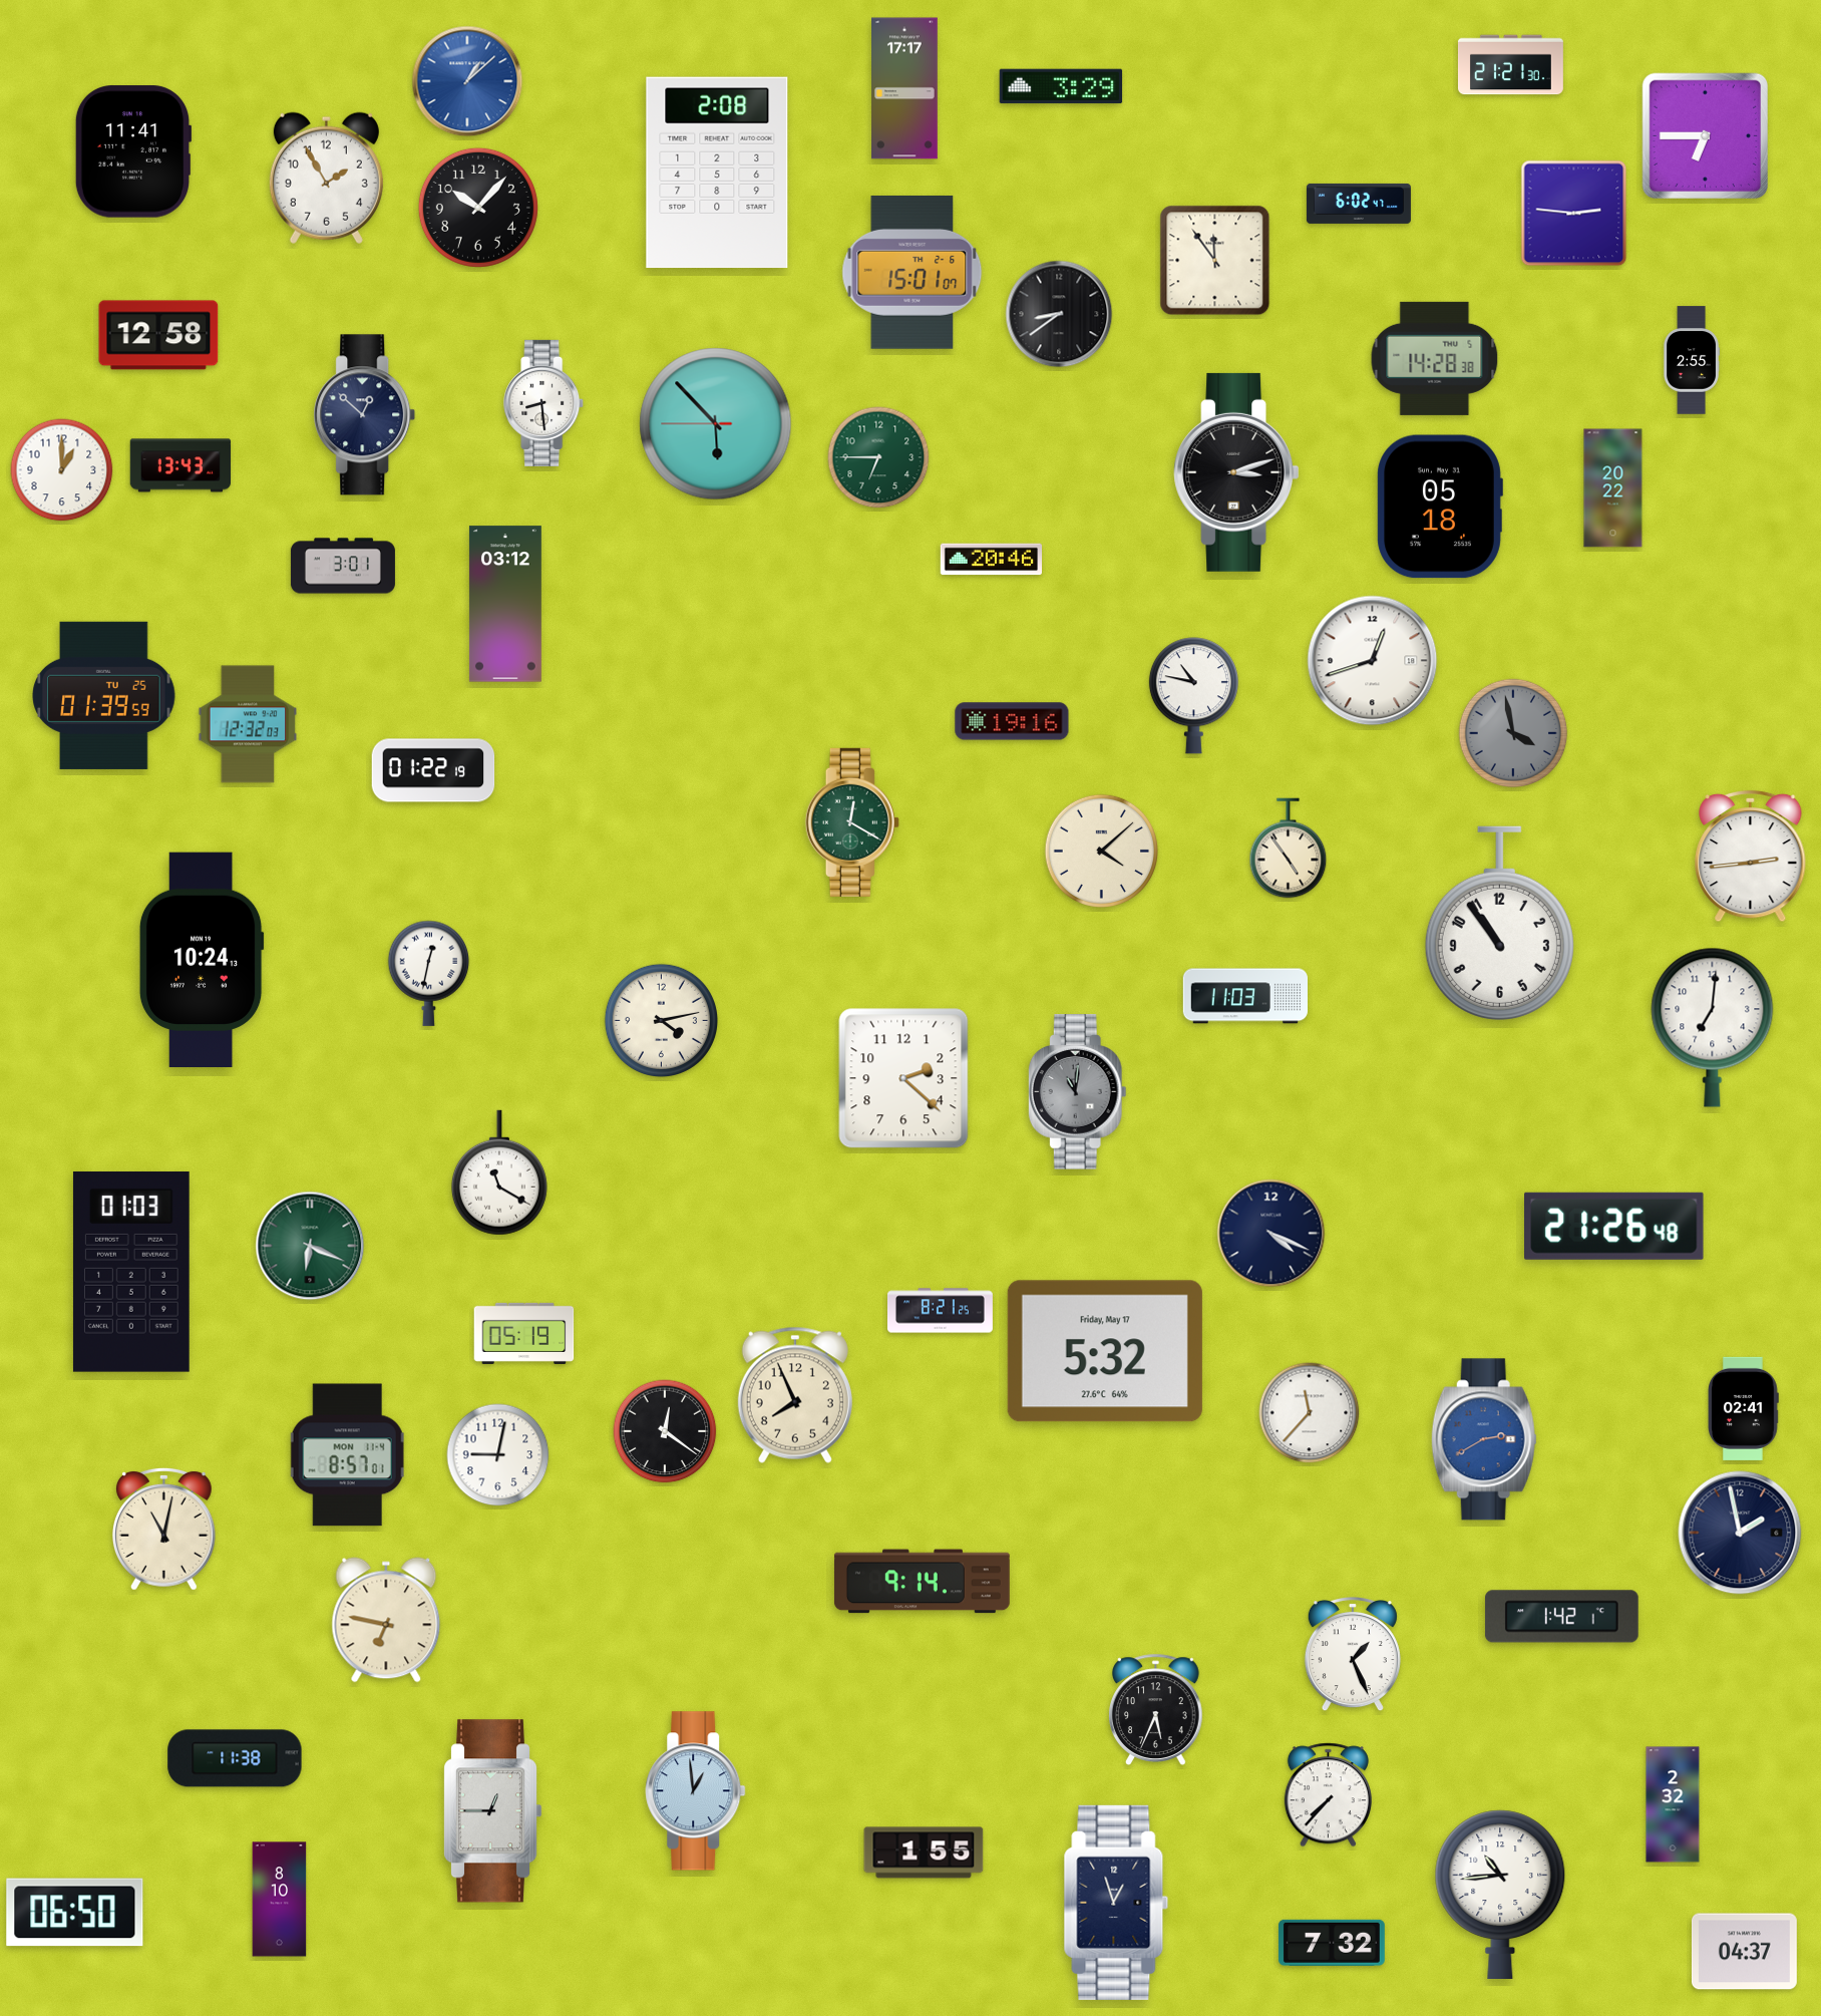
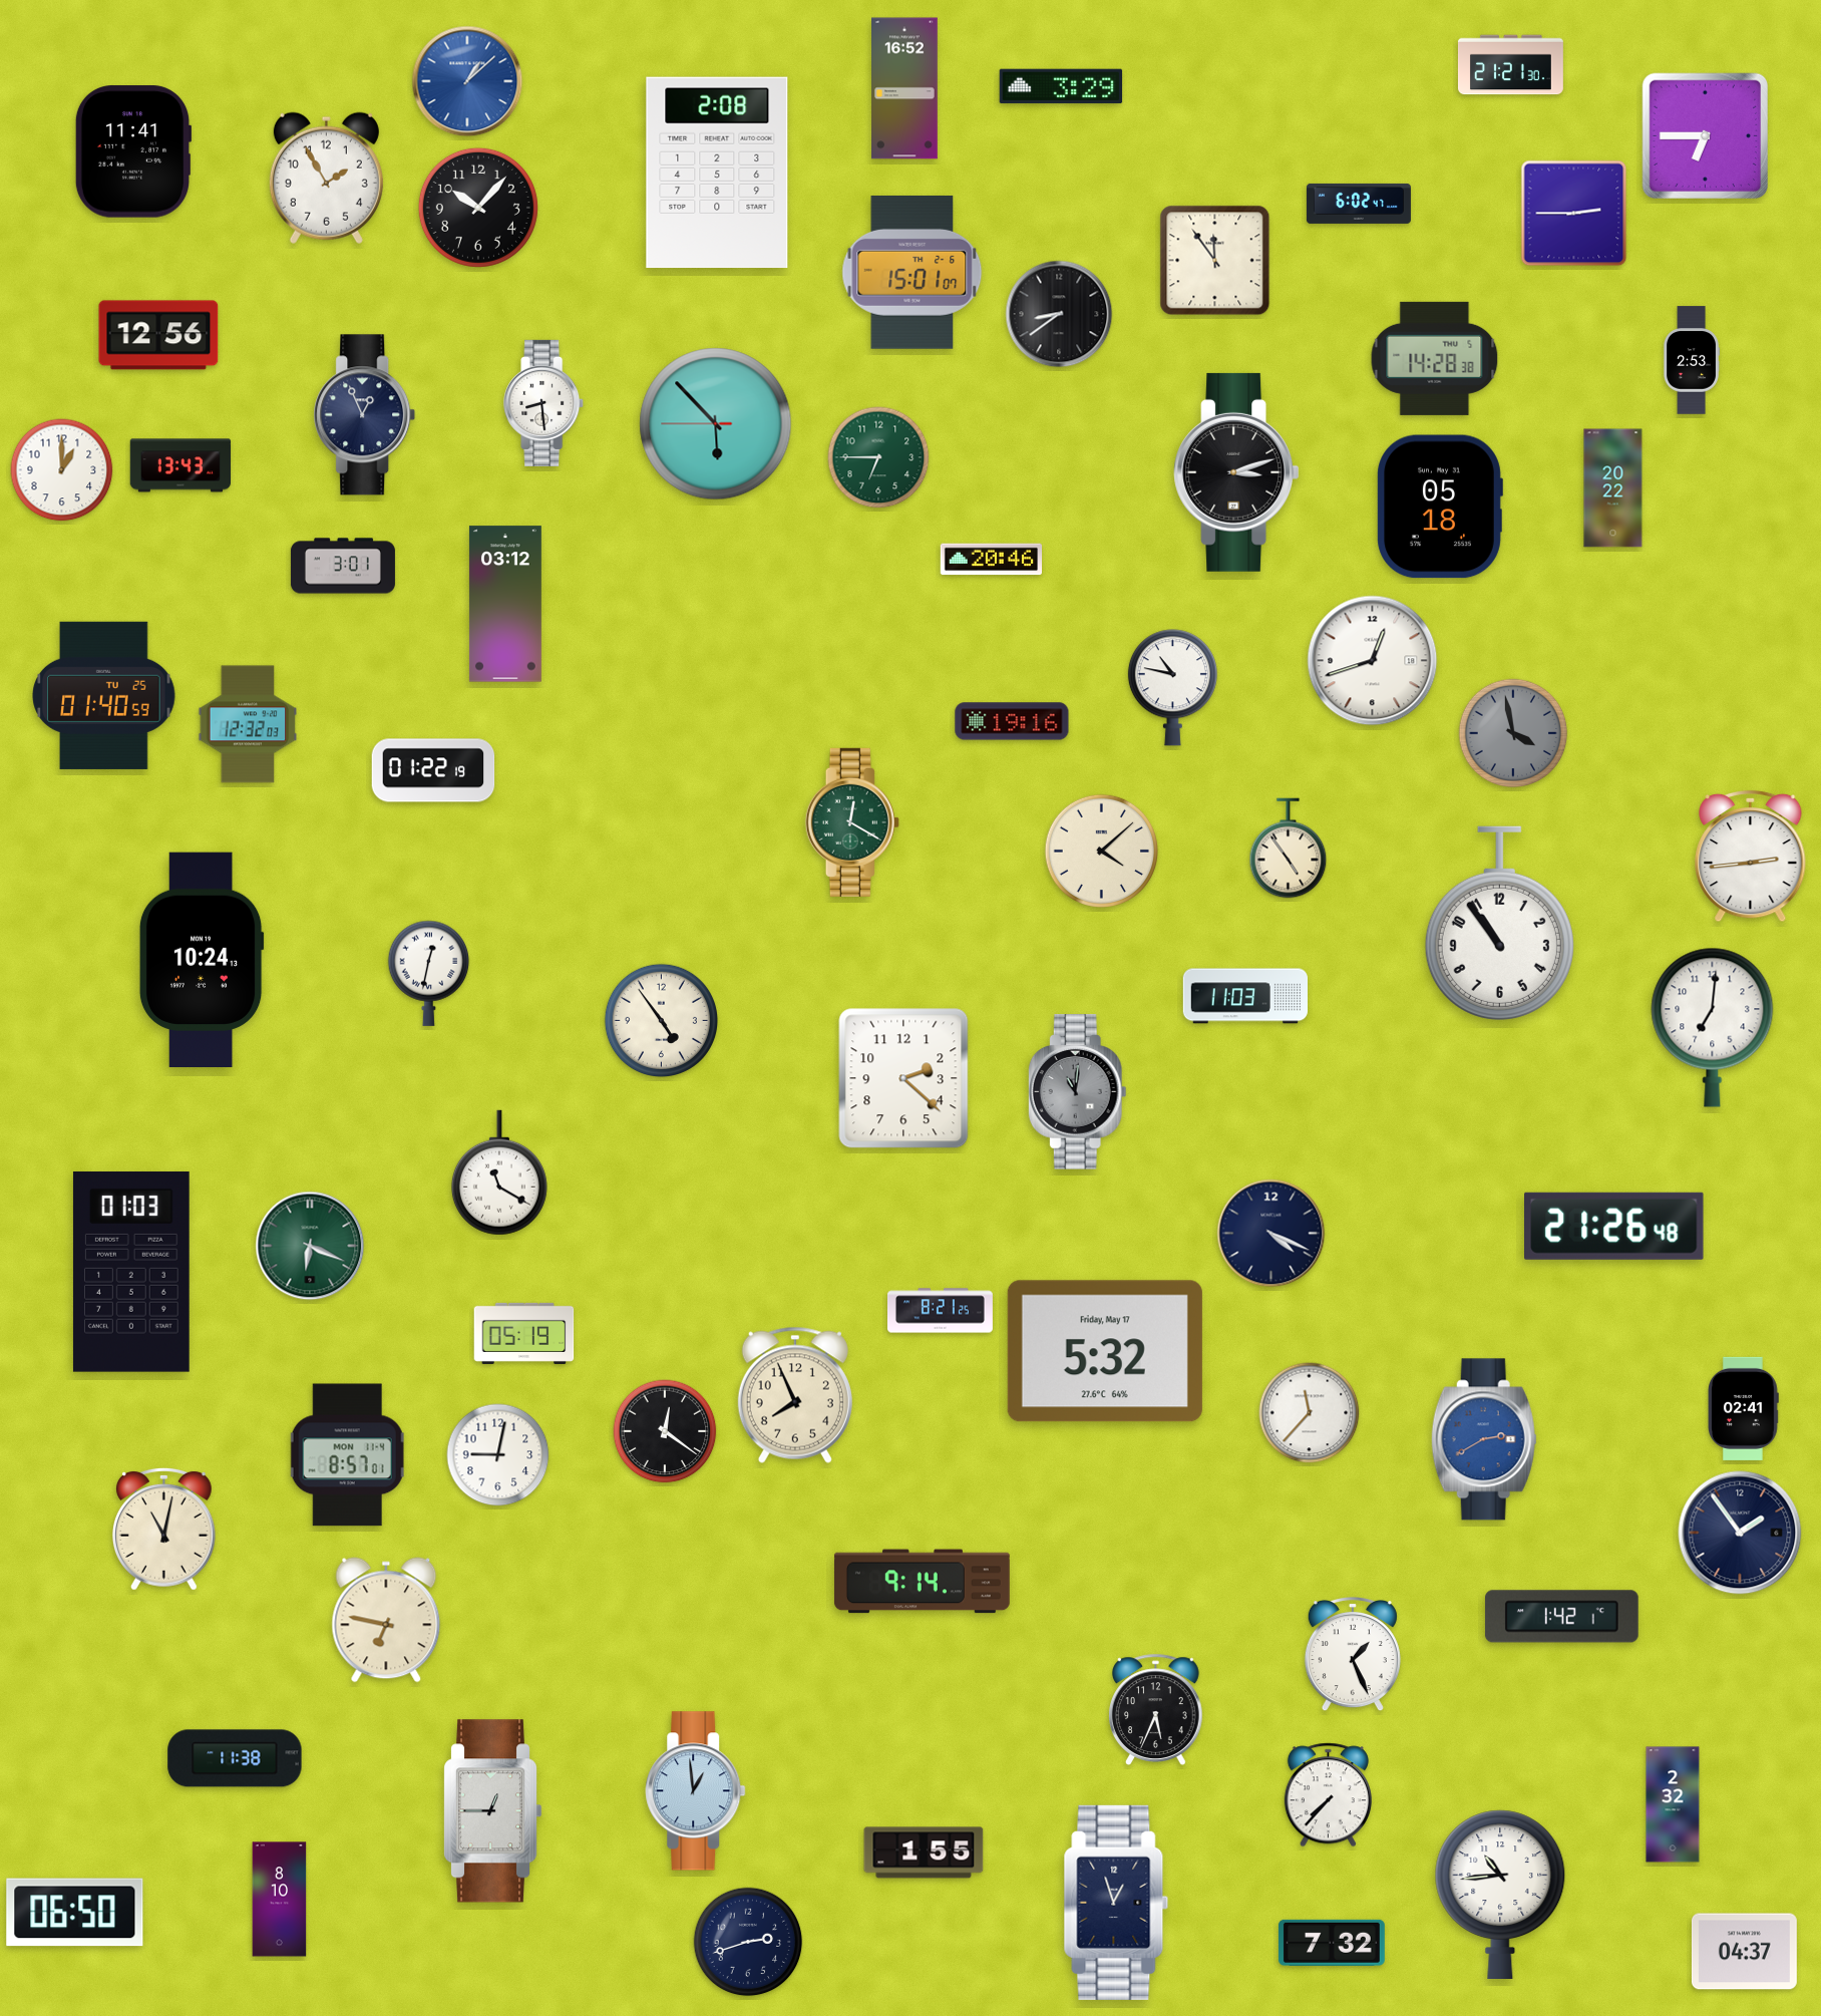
clock at (905, 88): 17:17 -> 16:52
clock at (1574, 214): 2:46 -> 2:45
clock at (158, 335): 12:58 -> 12:56
clock at (1692, 360): 2:55 -> 2:53
clock at (365, 415): 12:52 -> 12:56
clock at (104, 695): 01:39 -> 01:40
clock at (1193, 696) position: (1193, 696) -> (1172, 688)
clock at (661, 1020): 4:13 -> 4:54
clock at (1740, 1533): 1:58 -> 1:54
clock at (748, 1942): none -> 2:42
